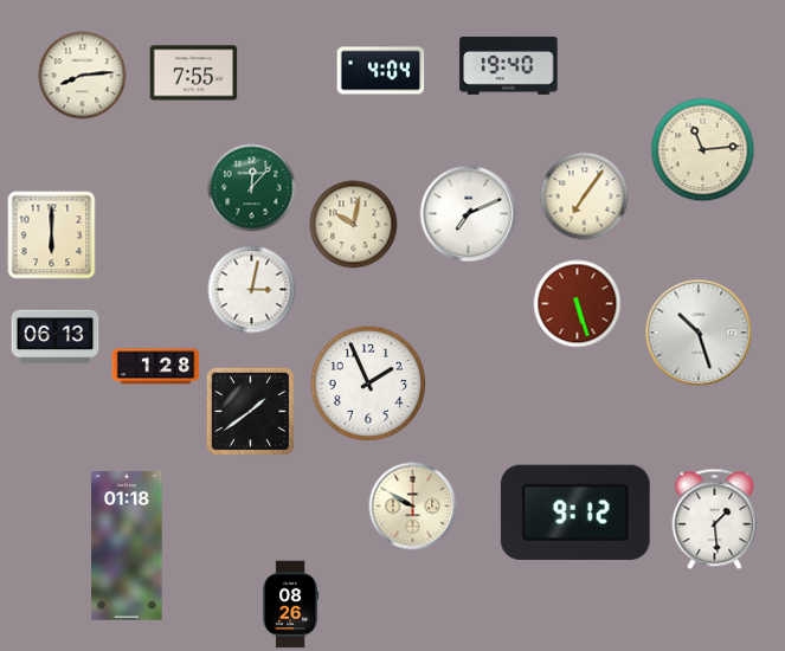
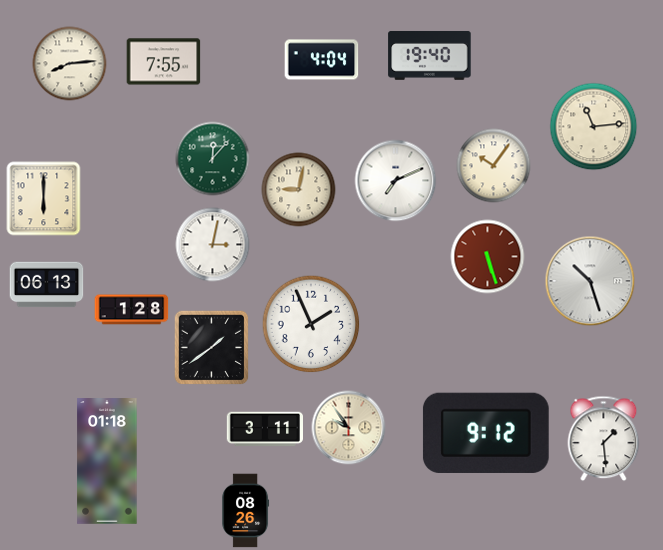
clock at (585, 196): 7:06 -> 10:06
clock at (354, 225): 10:02 -> 9:02
clock at (413, 507): 9:50 -> 9:54
clock at (264, 429): none -> 3:11
